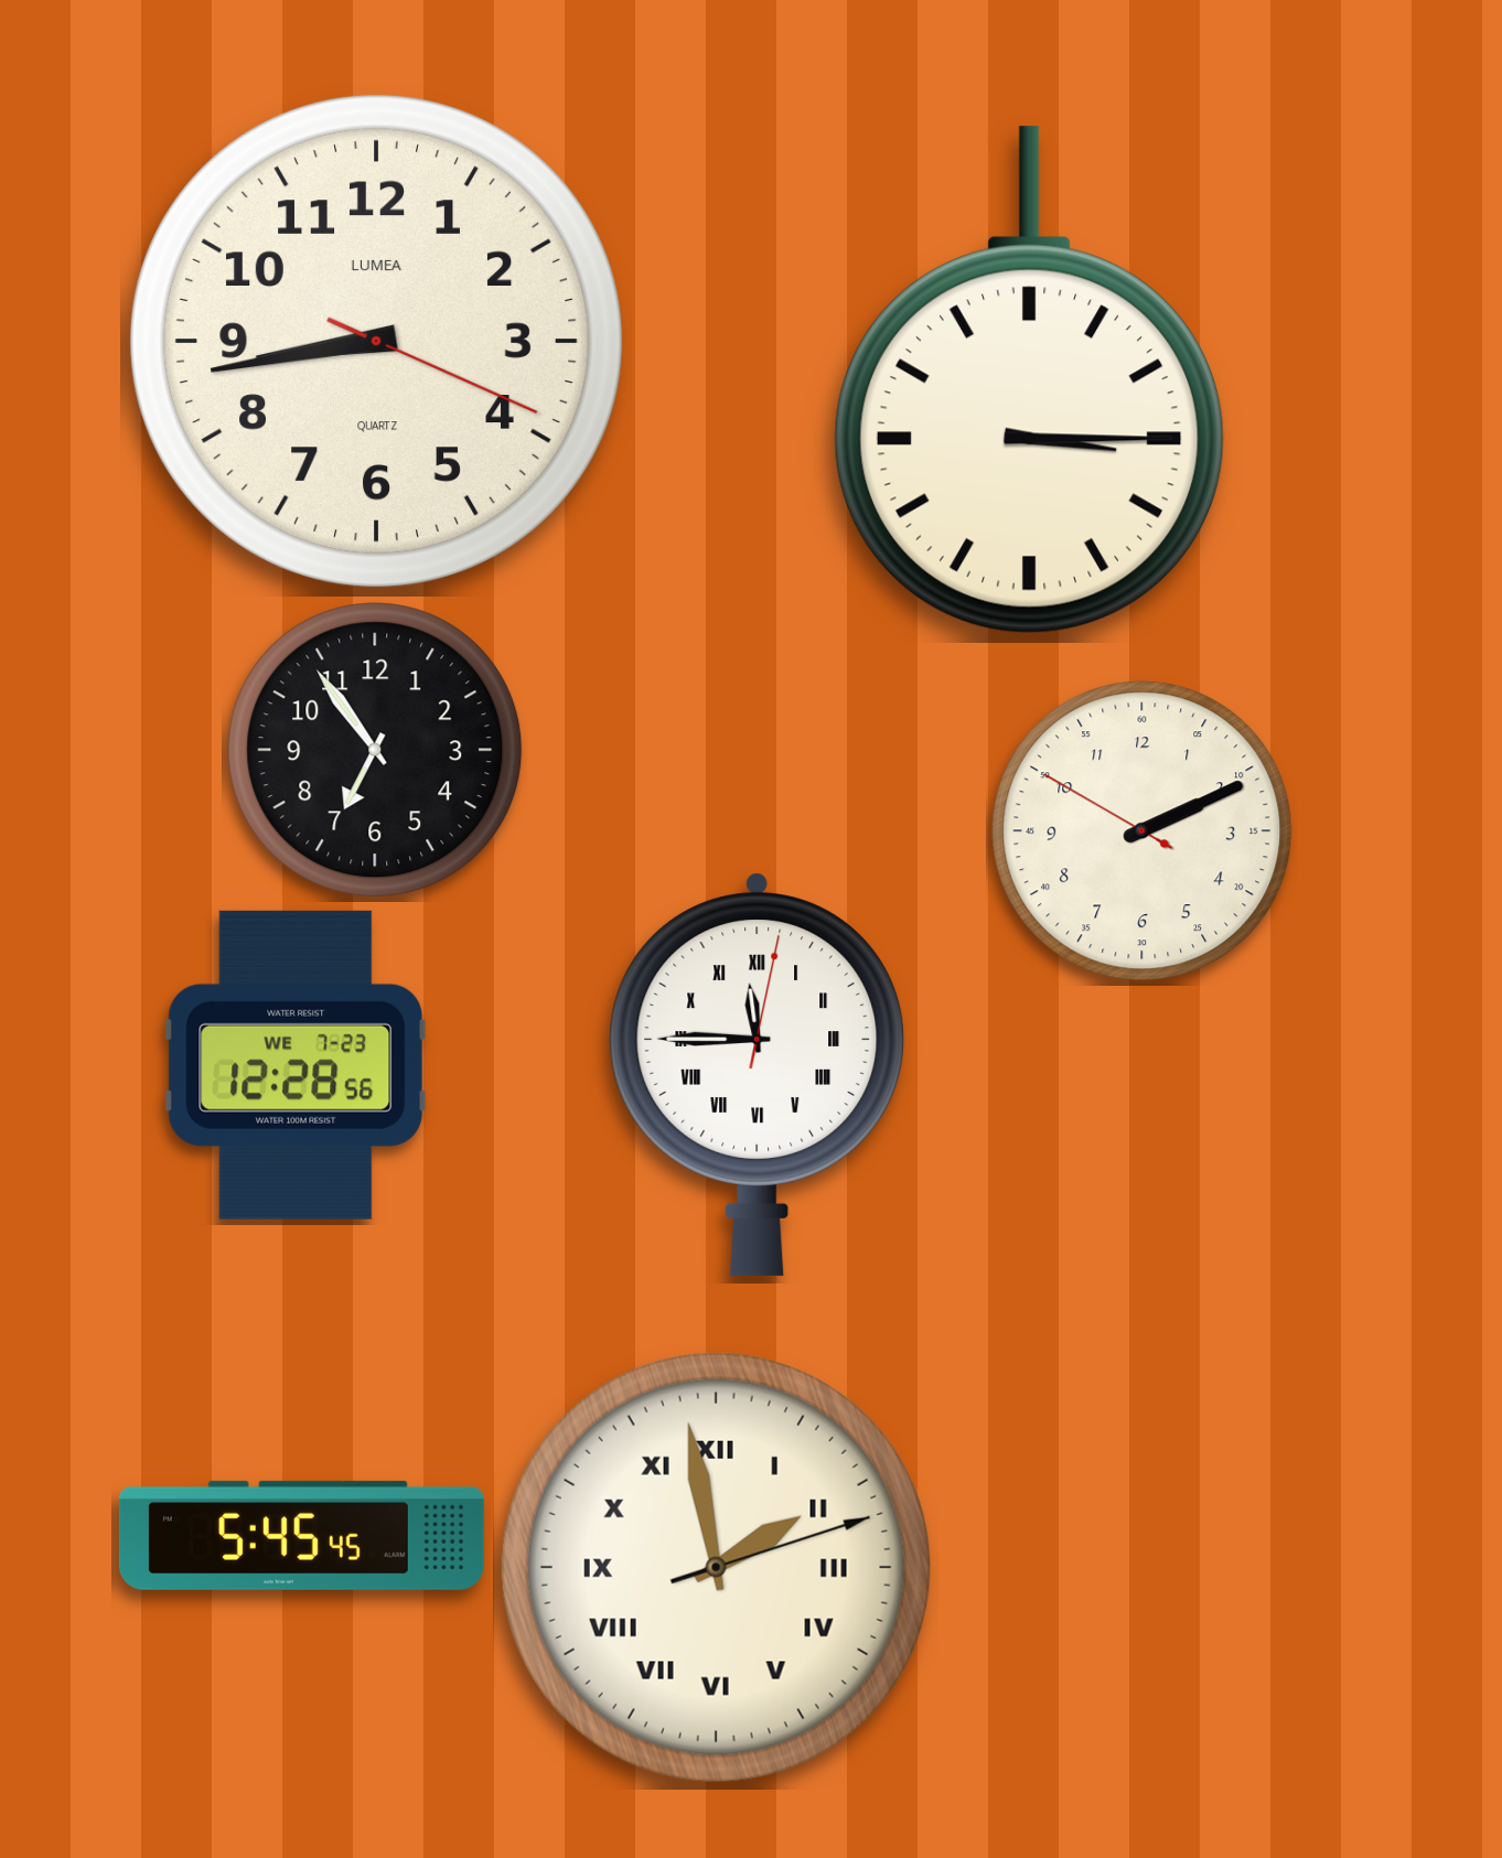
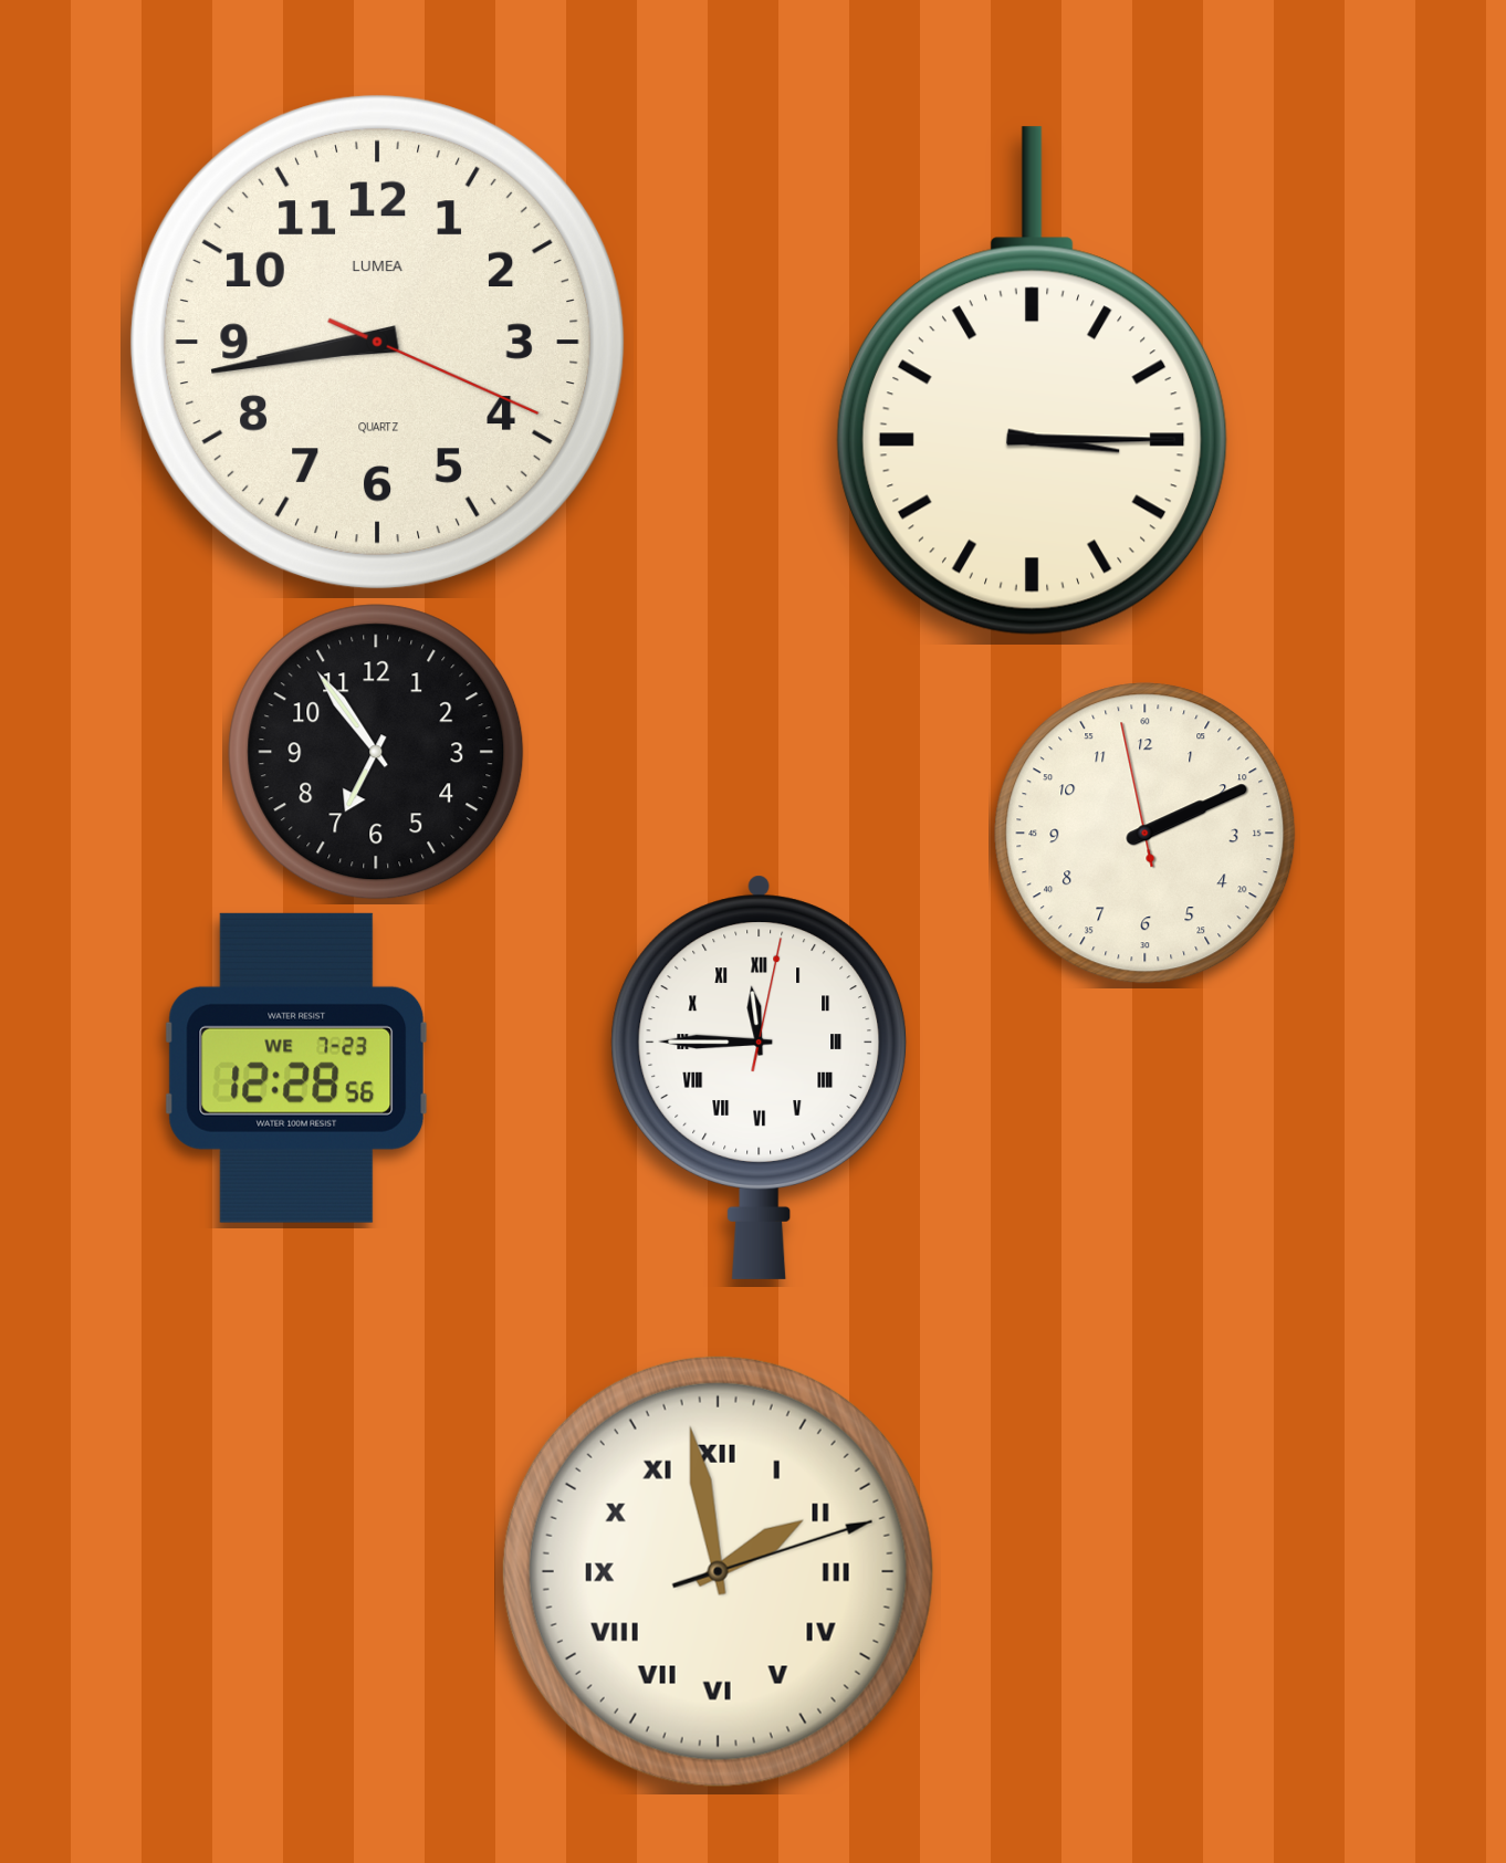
clock at (1142, 831): 2:10:50 -> 2:10:58
clock at (301, 1535): 5:45 -> none
